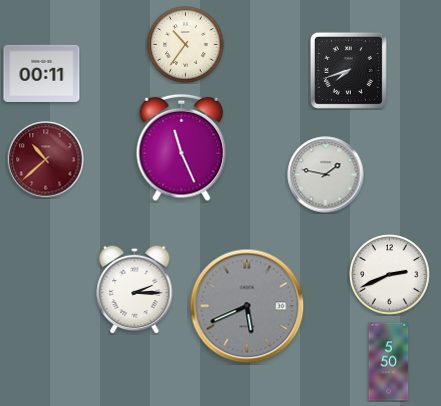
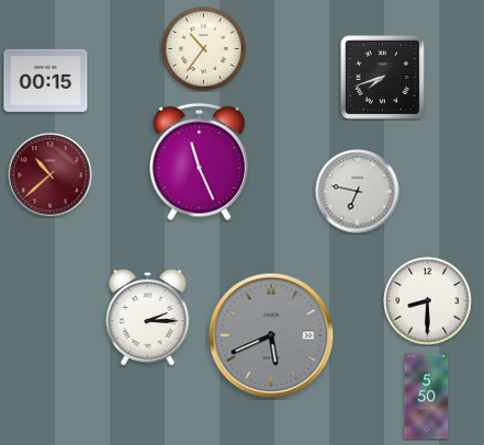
clock at (42, 73): 00:11 -> 00:15
clock at (326, 175): 1:47 -> 6:47
clock at (390, 275): 2:41 -> 8:30
